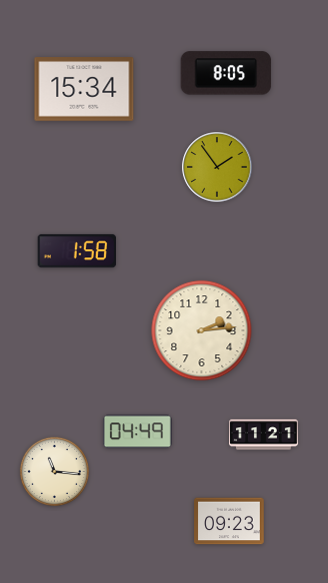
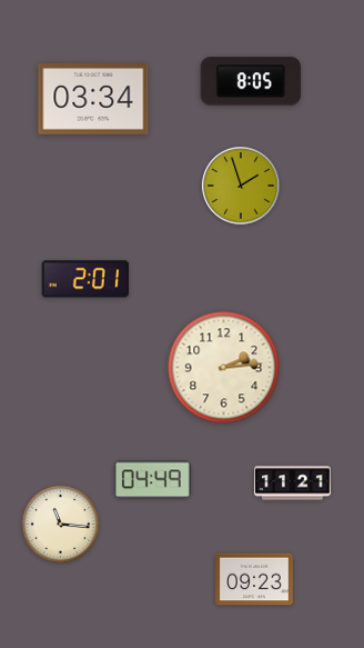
clock at (84, 89): 15:34 -> 03:34
clock at (217, 167): 1:54 -> 1:57
clock at (76, 251): 1:58 -> 2:01
